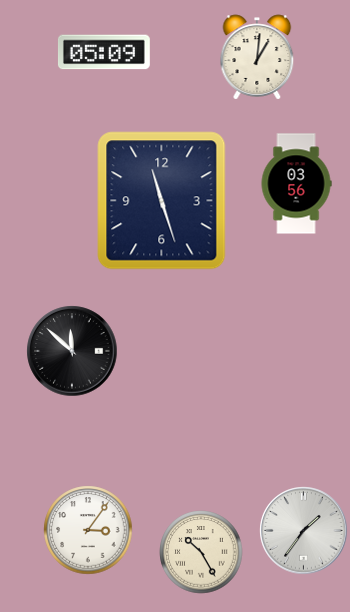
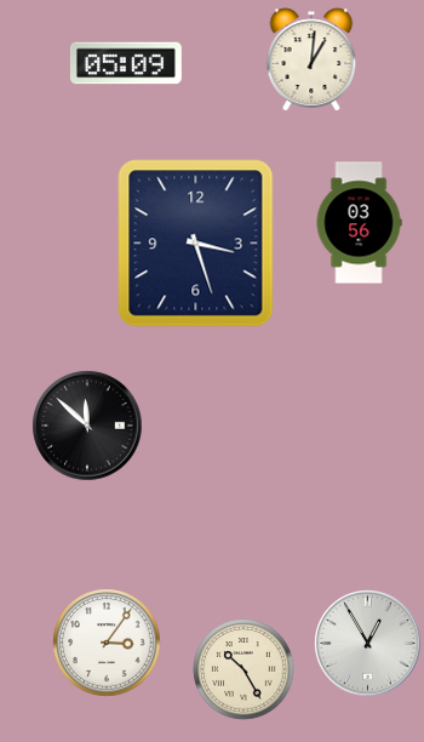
clock at (257, 57) position: (257, 57) -> (311, 59)
clock at (162, 201): 11:27 -> 3:27
clock at (304, 531): 1:36 -> 12:55
